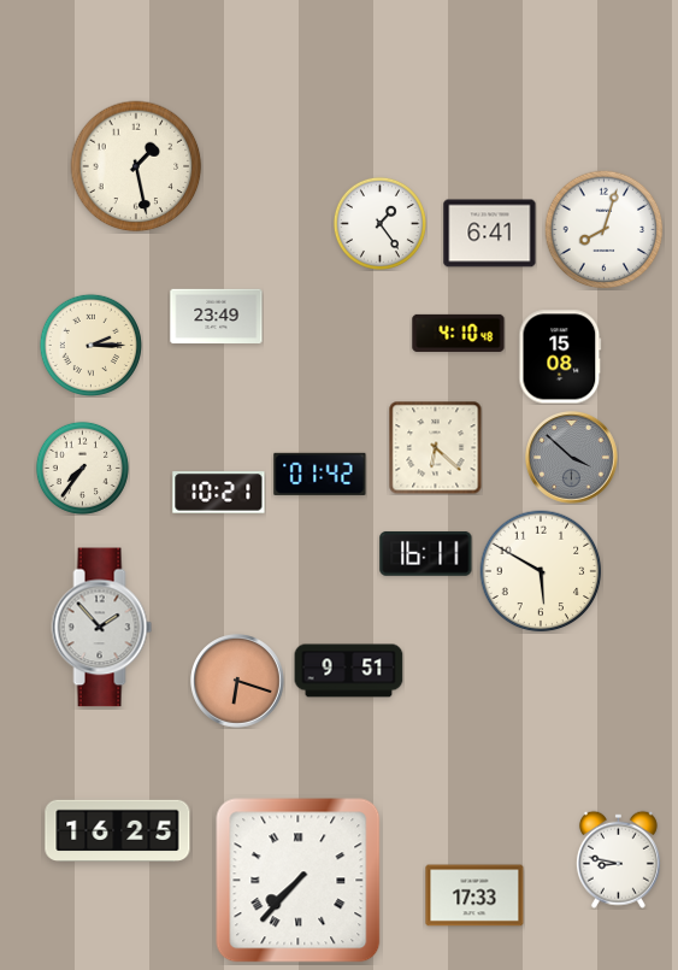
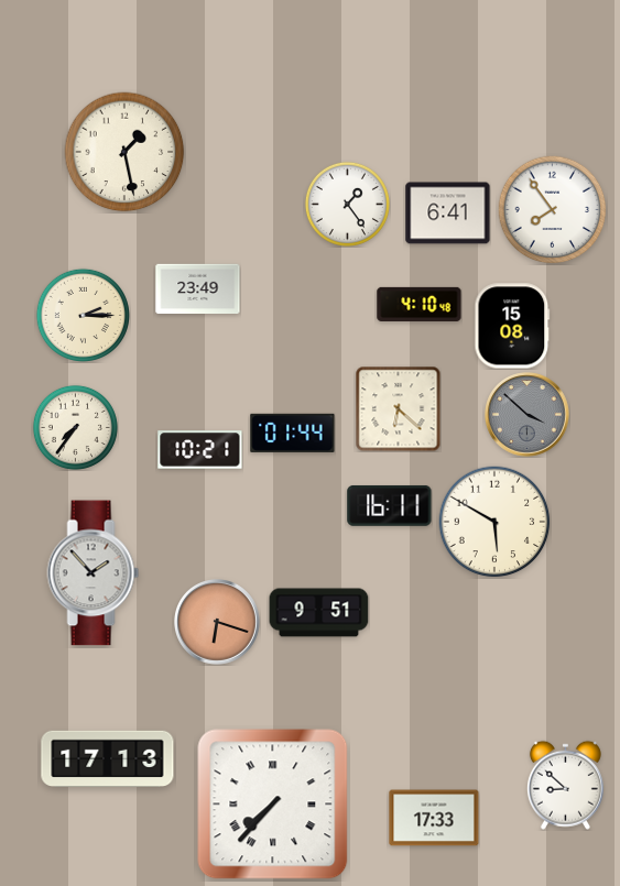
clock at (605, 230): 8:03 -> 7:54
clock at (572, 458) position: (572, 458) -> (527, 415)
clock at (320, 474): 01:42 -> 01:44
clock at (118, 830): 16:25 -> 17:13
clock at (618, 859): 8:47 -> 8:52
